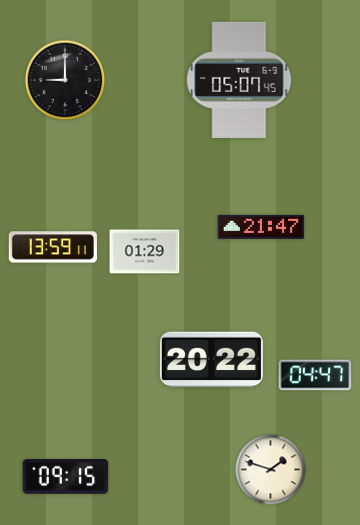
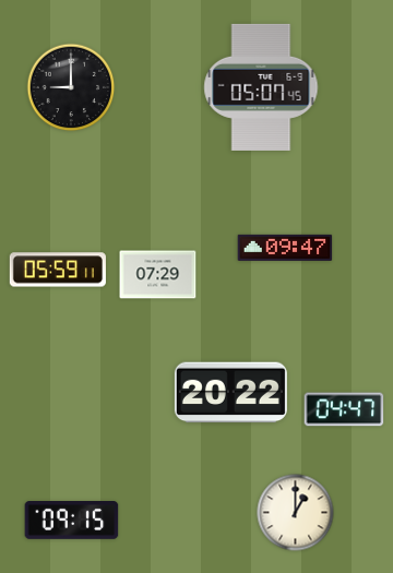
clock at (261, 227): 21:47 -> 09:47
clock at (53, 247): 13:59 -> 05:59
clock at (145, 252): 01:29 -> 07:29
clock at (271, 470): 1:48 -> 1:00
